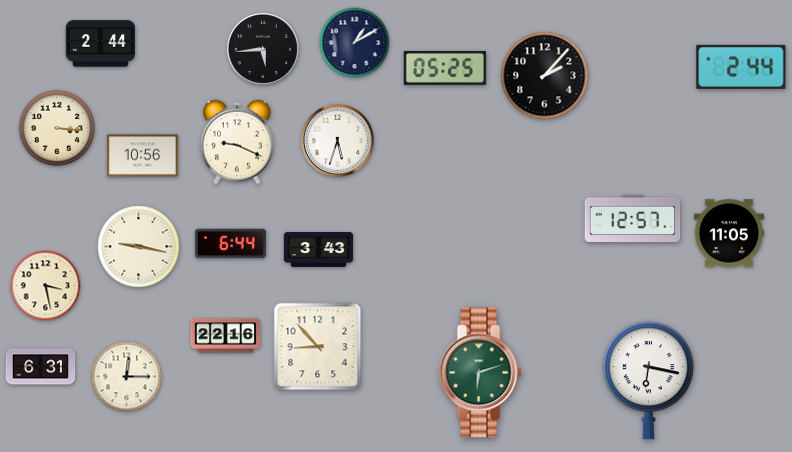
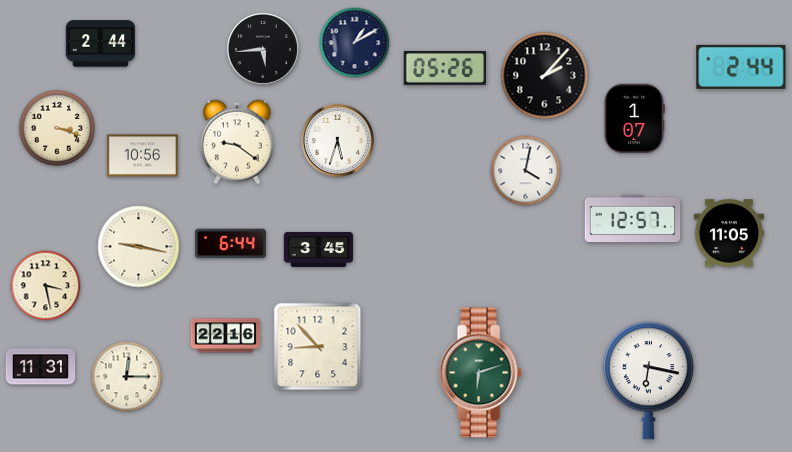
clock at (445, 68): 05:25 -> 05:26
clock at (634, 119): none -> 1:07
clock at (57, 128): 3:16 -> 3:18
clock at (237, 142): 9:19 -> 9:21
clock at (526, 171): none -> 4:02
clock at (319, 249): 3:43 -> 3:45
clock at (41, 367): 6:31 -> 11:31
